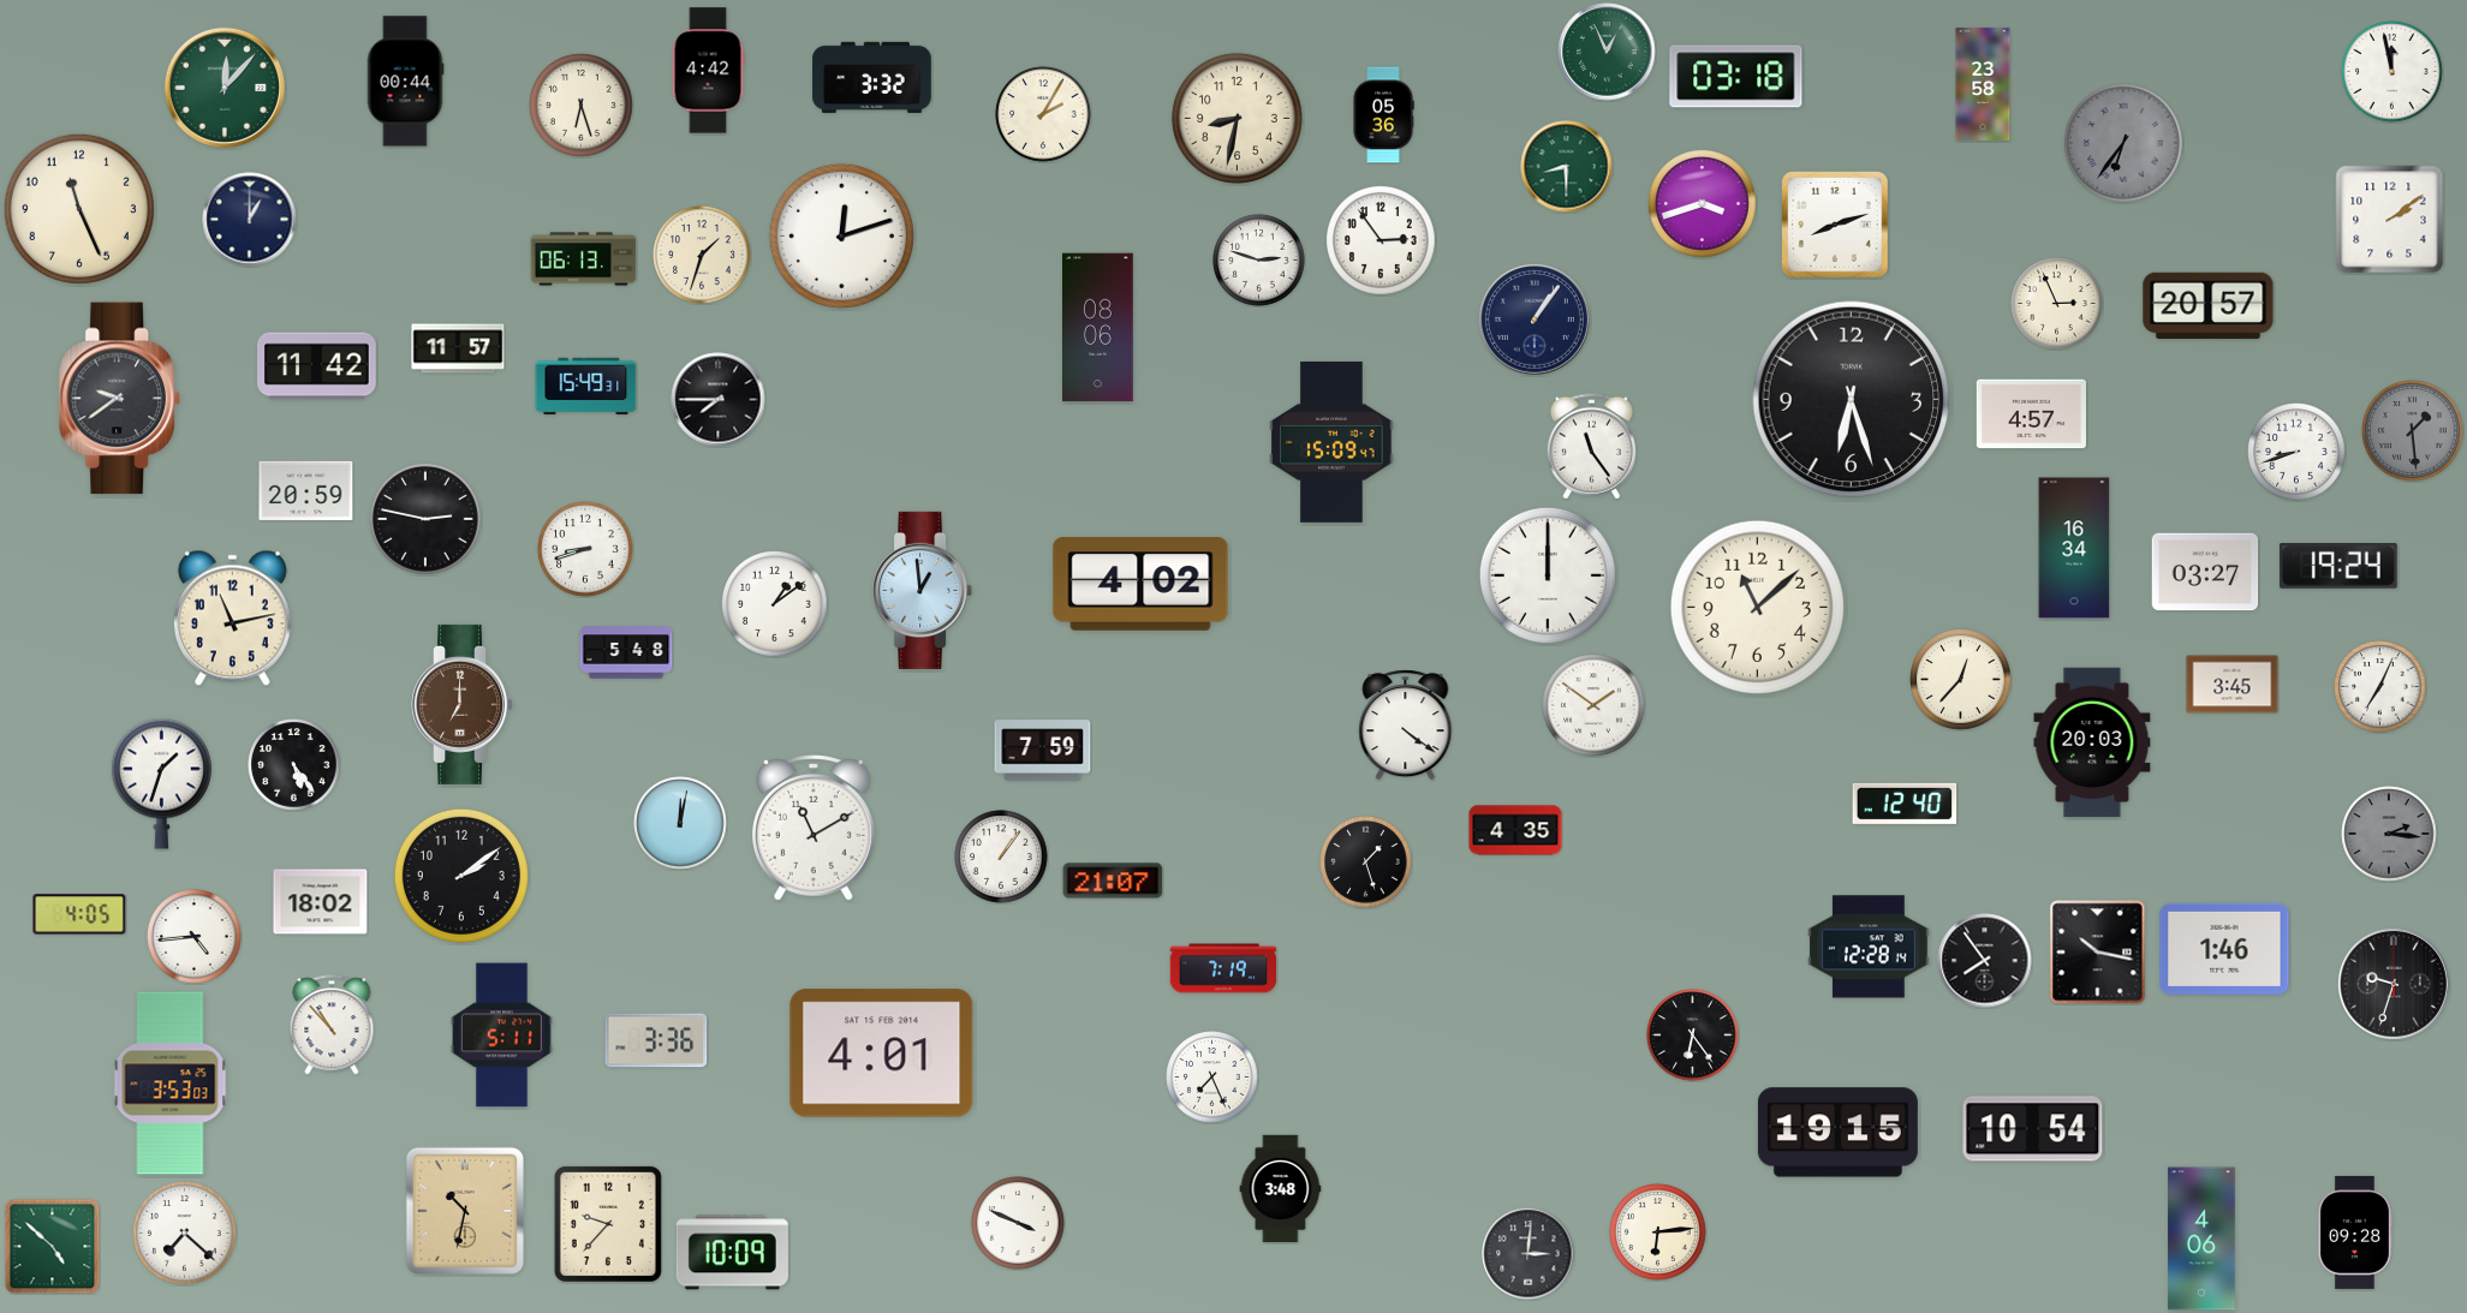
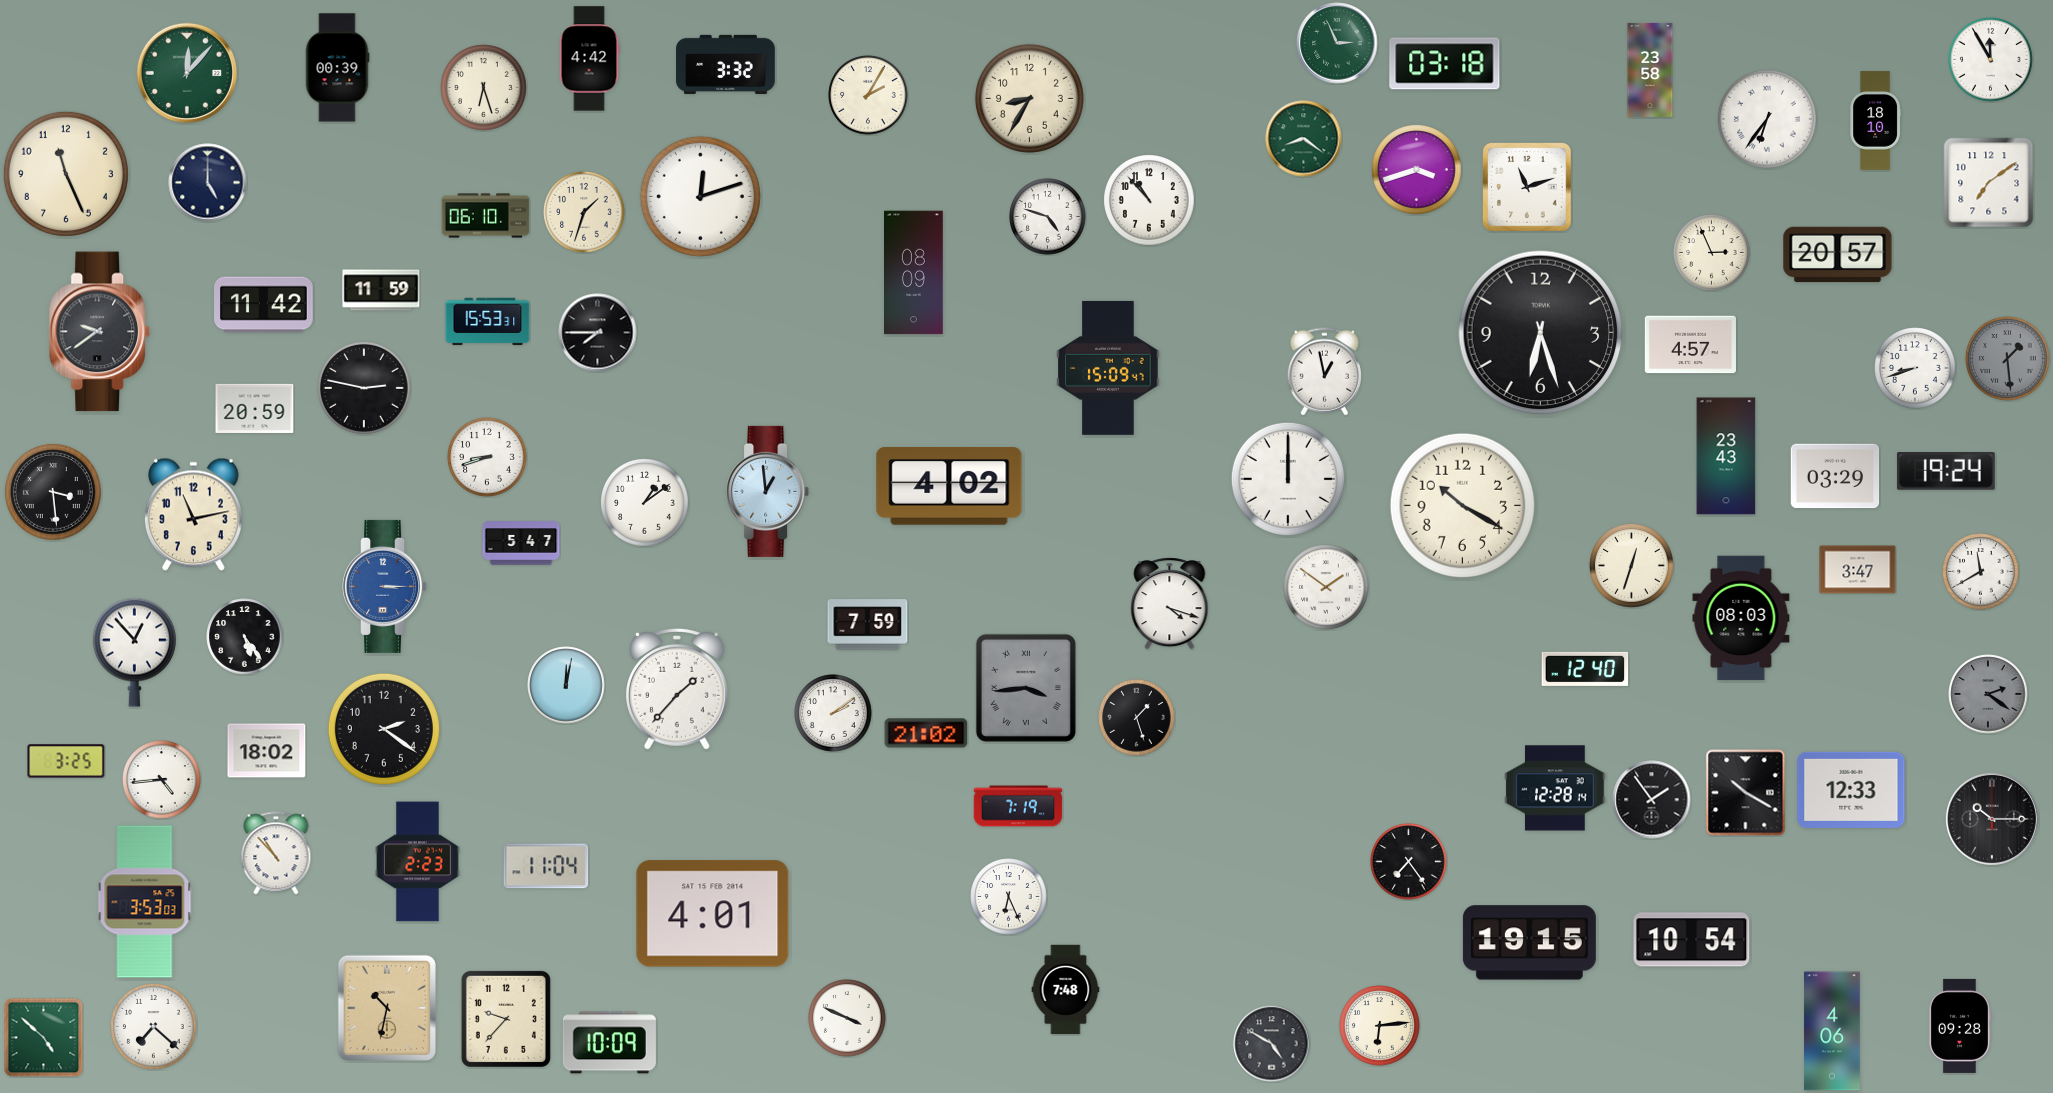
clock at (1607, 52): 12:56 -> 2:56
clock at (2392, 72): 11:58 -> 11:55
clock at (405, 82): 00:44 -> 00:39
clock at (1383, 115): 05:36 -> none
clock at (1237, 118): 8:32 -> 8:35
clock at (2123, 143) dial: grey -> white
clock at (1875, 121): none -> 18:10
clock at (1567, 167): 8:30 -> 8:21
clock at (250, 220): 1:00 -> 5:00
clock at (2390, 220): 2:09 -> 7:09
clock at (1835, 225): 8:12 -> 11:12
clock at (1382, 241): 2:54 -> 10:53
clock at (584, 259): 06:13 -> 06:10
clock at (1259, 261): 2:48 -> 4:48
clock at (1535, 320): 1:06 -> none
clock at (1098, 328): 08:06 -> 08:09
clock at (458, 348): 11:57 -> 11:59
clock at (586, 387): 15:49 -> 15:53
clock at (1591, 447): 11:24 -> 12:58
clock at (2296, 452) position: (2296, 452) -> (1915, 368)
clock at (427, 520) position: (427, 520) -> (365, 389)
clock at (2074, 548): 16:34 -> 23:43
clock at (2205, 572): 03:27 -> 03:29
clock at (53, 492): none -> 3:29
clock at (1757, 607): 11:08 -> 10:20
clock at (626, 652): 5:48 -> 5:47
clock at (1961, 680): 12:37 -> 12:33
clock at (2233, 685): 3:45 -> 3:47
clock at (2380, 687): 7:04 -> 11:40
clock at (463, 704): 7:00 -> 3:15
clock at (463, 704) dial: brown -> blue
clock at (1406, 726): 4:21 -> 4:18
clock at (2092, 742): 20:03 -> 08:03
clock at (161, 783): 1:33 -> 12:53
clock at (1026, 688): none -> 3:44
clock at (815, 829): 11:10 -> 1:37
clock at (1515, 830): 4:35 -> none
clock at (2389, 834): 2:16 -> 2:21
clock at (1001, 857): 1:06 -> 2:09
clock at (461, 876): 2:09 -> 2:21
clock at (1113, 881): 21:07 -> 21:02
clock at (79, 914): 4:05 -> 3:25
clock at (2224, 949): 1:46 -> 12:33
clock at (2098, 953): 10:17 -> 10:20
clock at (1985, 961): 7:54 -> 1:54
clock at (2394, 984): 9:33 -> 10:15
clock at (501, 1036): 5:11 -> 2:23
clock at (1693, 1036): 6:24 -> 7:24
clock at (656, 1040): 3:36 -> 11:04
clock at (882, 1054) position: (882, 1054) -> (713, 914)
clock at (1212, 1078): 7:26 -> 6:26
clock at (171, 1084) position: (171, 1084) -> (145, 902)
clock at (1281, 1189): 3:48 -> 7:48
clock at (1529, 1254): 3:01 -> 4:50
